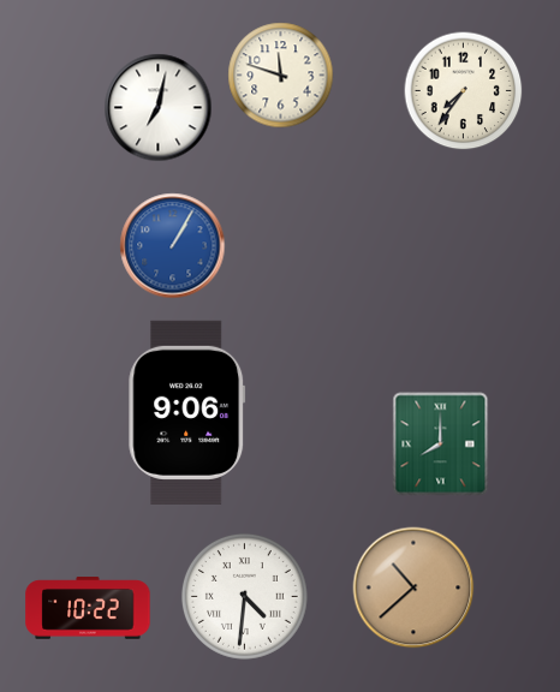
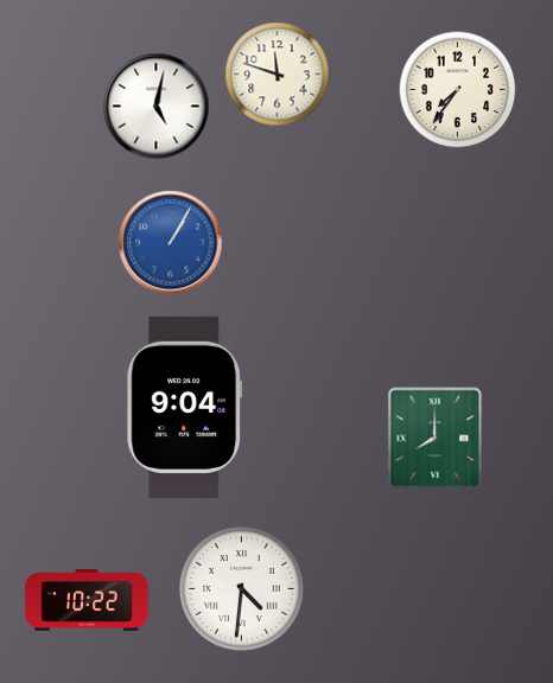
clock at (159, 108): 7:02 -> 5:02
clock at (187, 412): 9:06 -> 9:04
clock at (413, 587): 10:38 -> none
